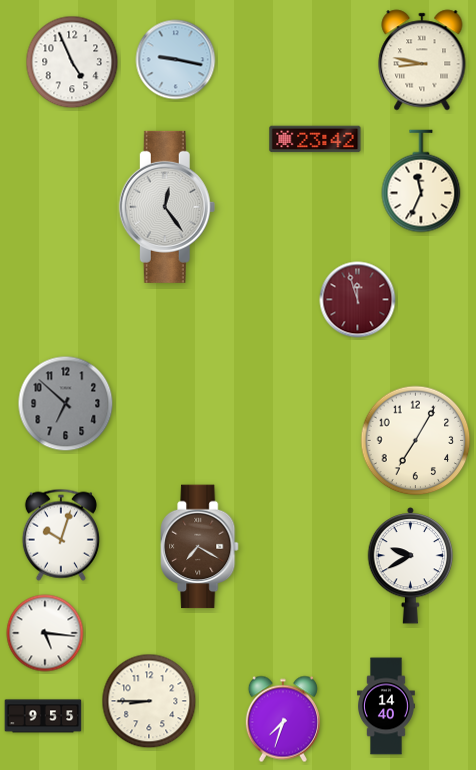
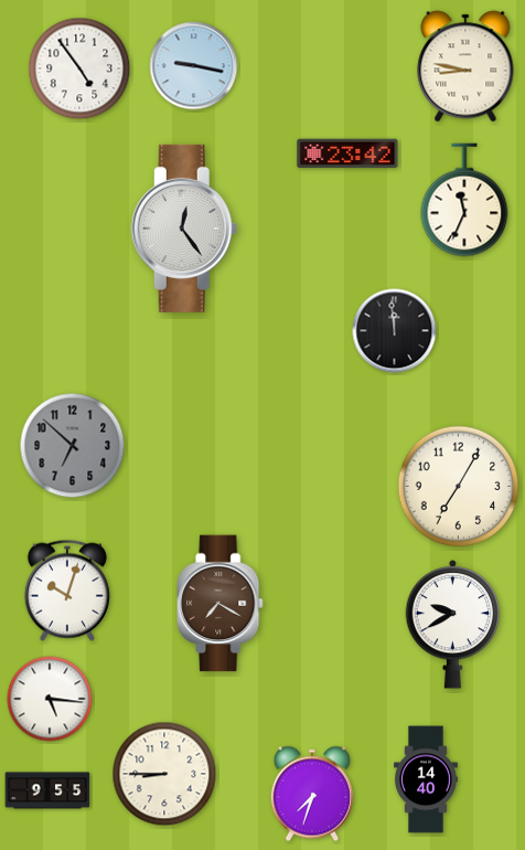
clock at (72, 62): 4:56 -> 4:54
clock at (358, 300): 11:57 -> 11:59
clock at (358, 300) dial: burgundy -> black
